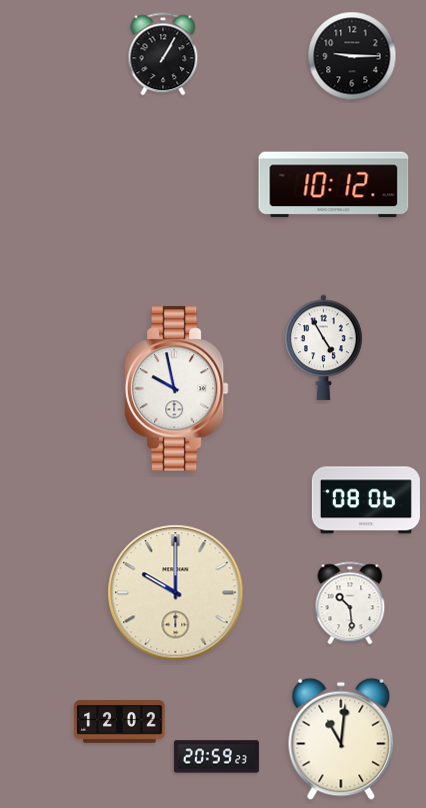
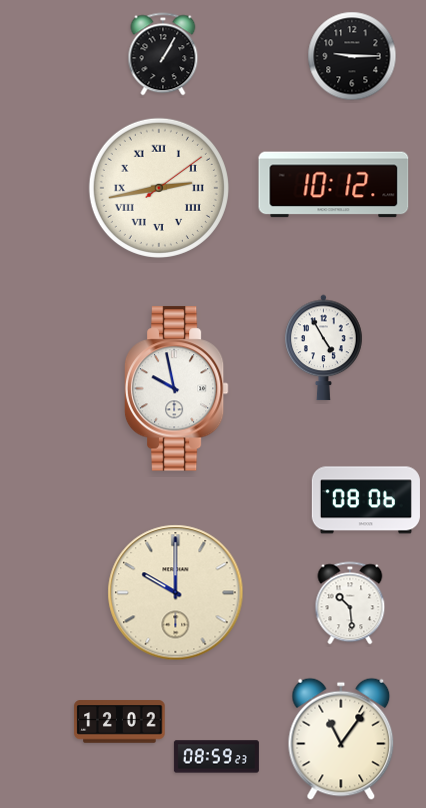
clock at (159, 188): none -> 2:43
clock at (341, 739): 11:01 -> 11:06
clock at (216, 757): 20:59 -> 08:59
